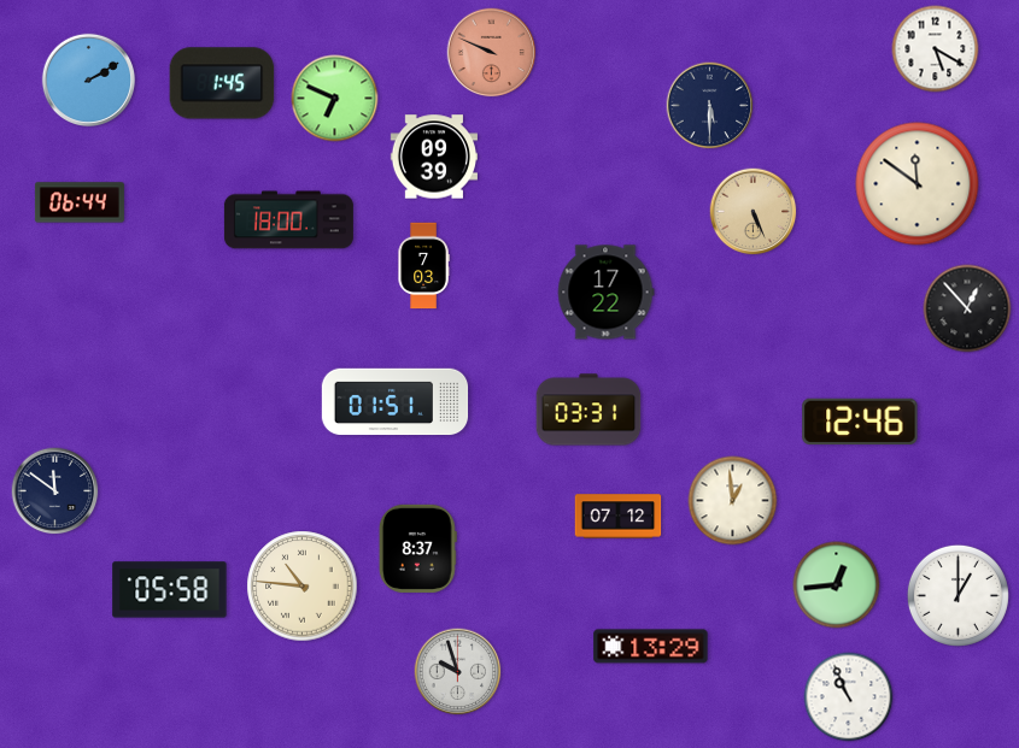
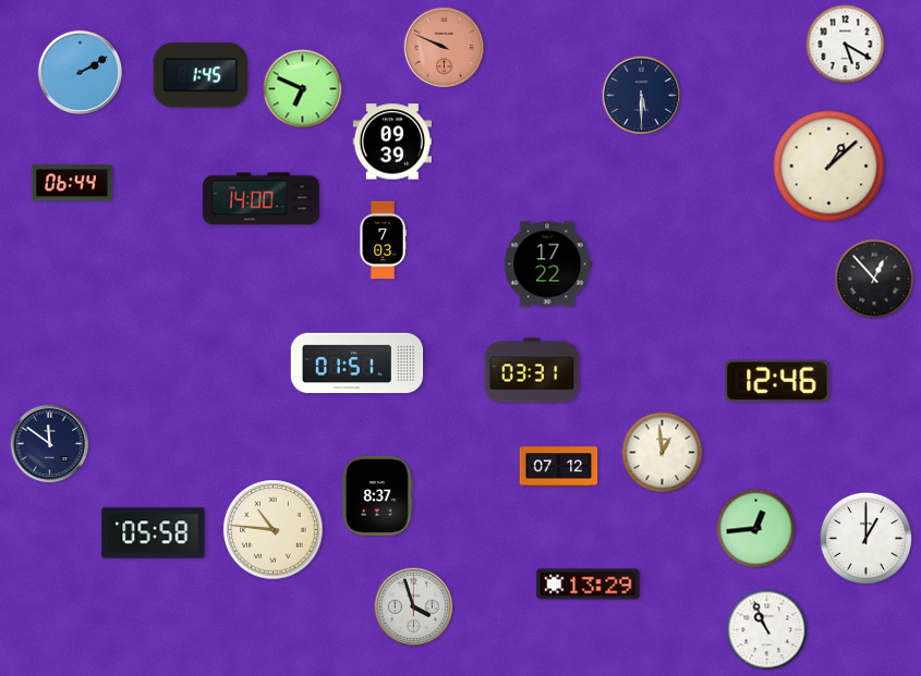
clock at (918, 184): 11:51 -> 1:08
clock at (754, 212): 5:26 -> none
clock at (288, 220): 18:00 -> 14:00
clock at (458, 672): 9:57 -> 3:57
